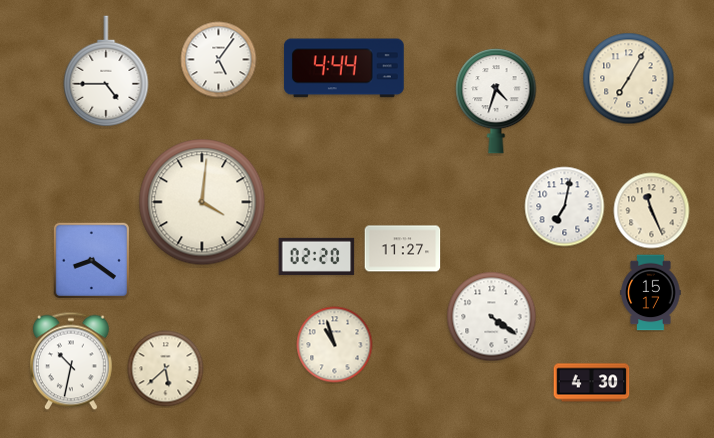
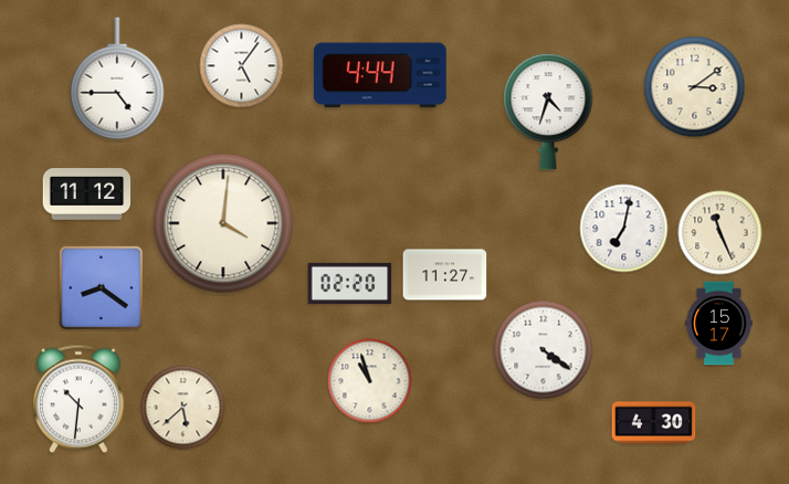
clock at (629, 79): 7:05 -> 3:09
clock at (87, 194): none -> 11:12
clock at (71, 361): 10:32 -> 10:31
